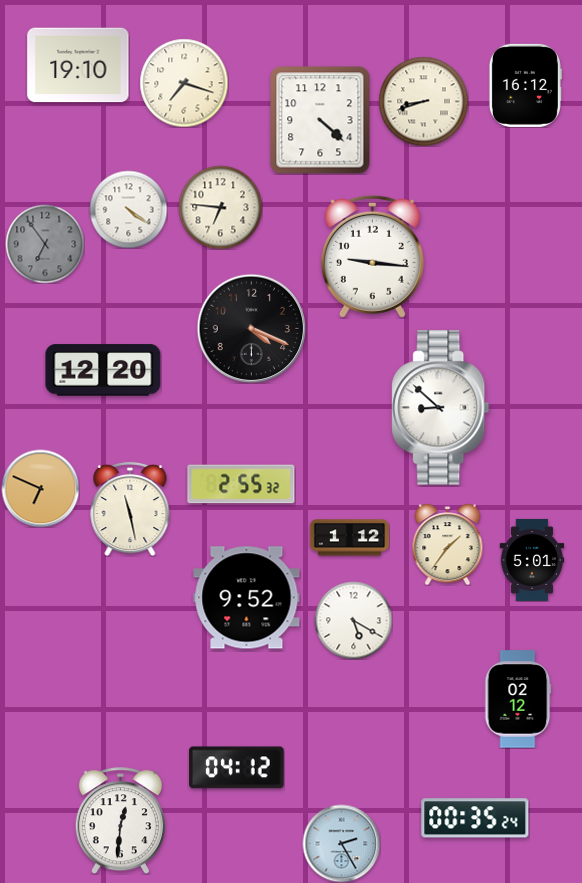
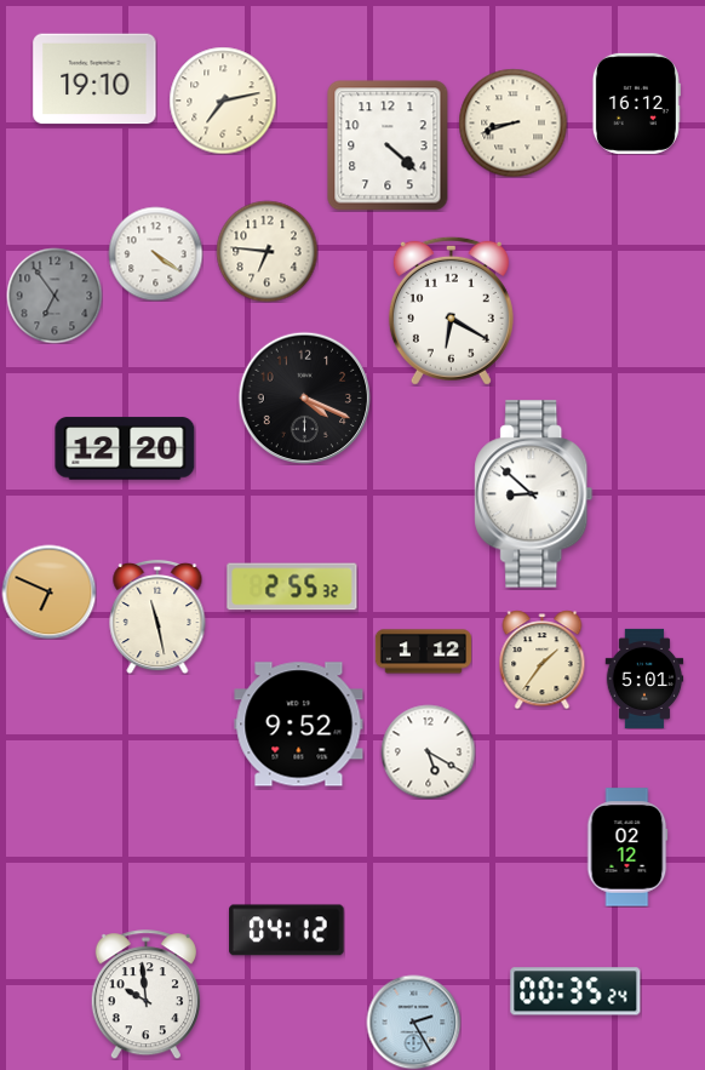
clock at (184, 83): 7:18 -> 7:13
clock at (372, 256): 9:16 -> 6:20
clock at (120, 821): 12:31 -> 9:59
